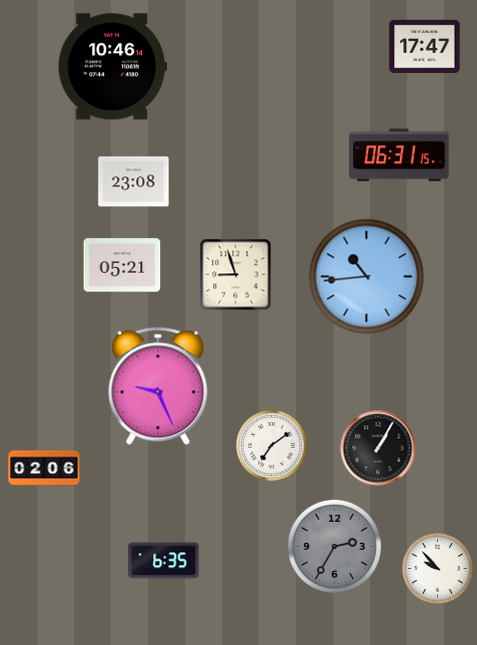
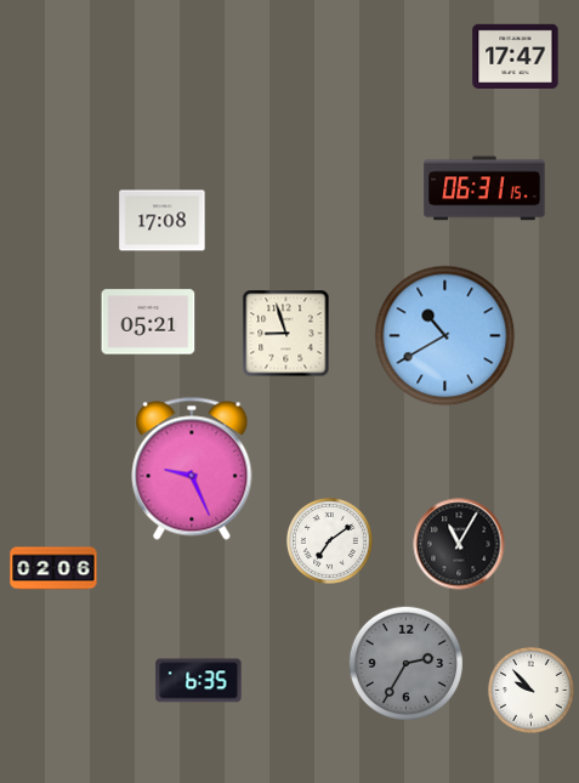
clock at (112, 67): 10:46 -> none
clock at (134, 182): 23:08 -> 17:08
clock at (367, 277): 10:44 -> 10:40
clock at (378, 448): 1:05 -> 11:05
